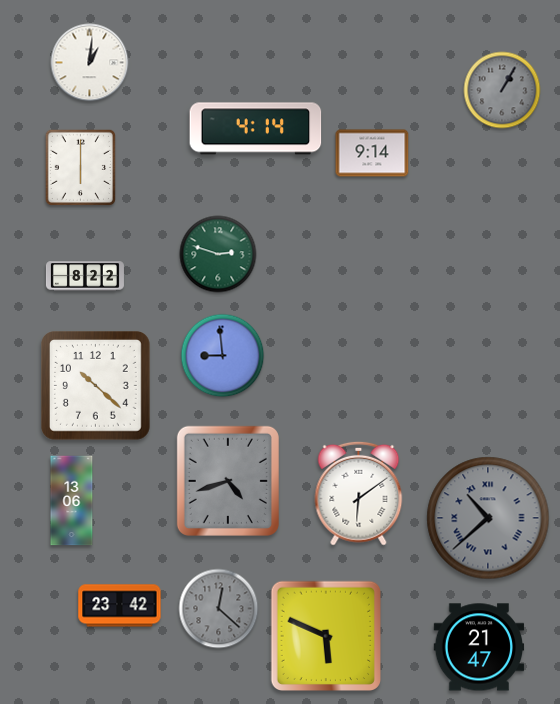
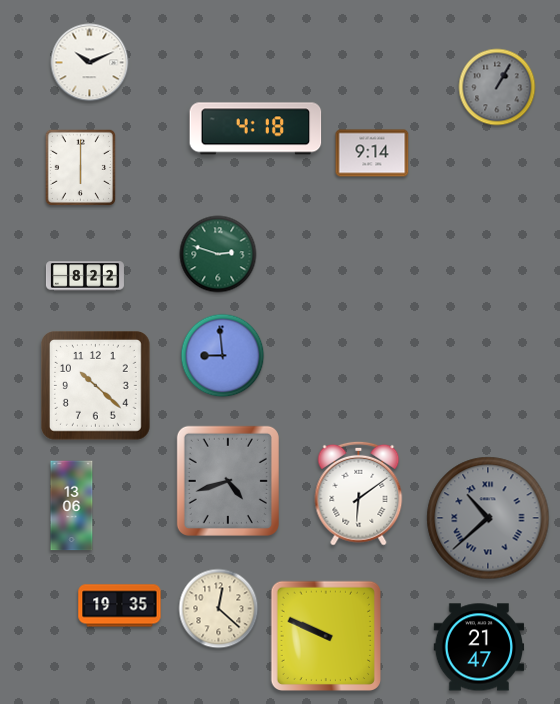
clock at (90, 63): 1:01 -> 10:11
clock at (502, 90) position: (502, 90) -> (497, 87)
clock at (256, 129): 4:14 -> 4:18
clock at (72, 501) position: (72, 501) -> (72, 506)
clock at (120, 606): 23:42 -> 19:35
clock at (219, 609) dial: grey -> cream
clock at (325, 635): 5:49 -> 9:49
